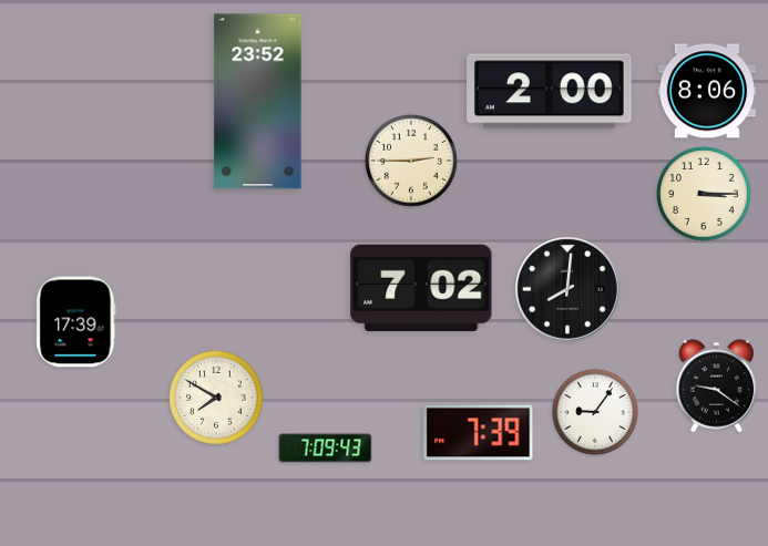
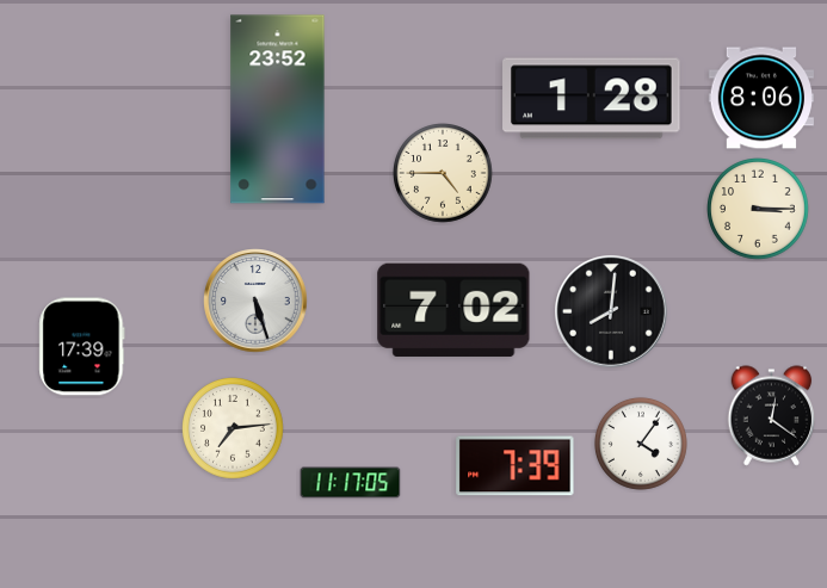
clock at (550, 92): 2:00 -> 1:28
clock at (412, 162): 2:45 -> 4:45
clock at (255, 301): none -> 5:27
clock at (717, 387): 9:21 -> 12:21
clock at (217, 399): 7:50 -> 7:14
clock at (595, 412): 9:06 -> 4:06
clock at (326, 449): 7:09 -> 11:17
